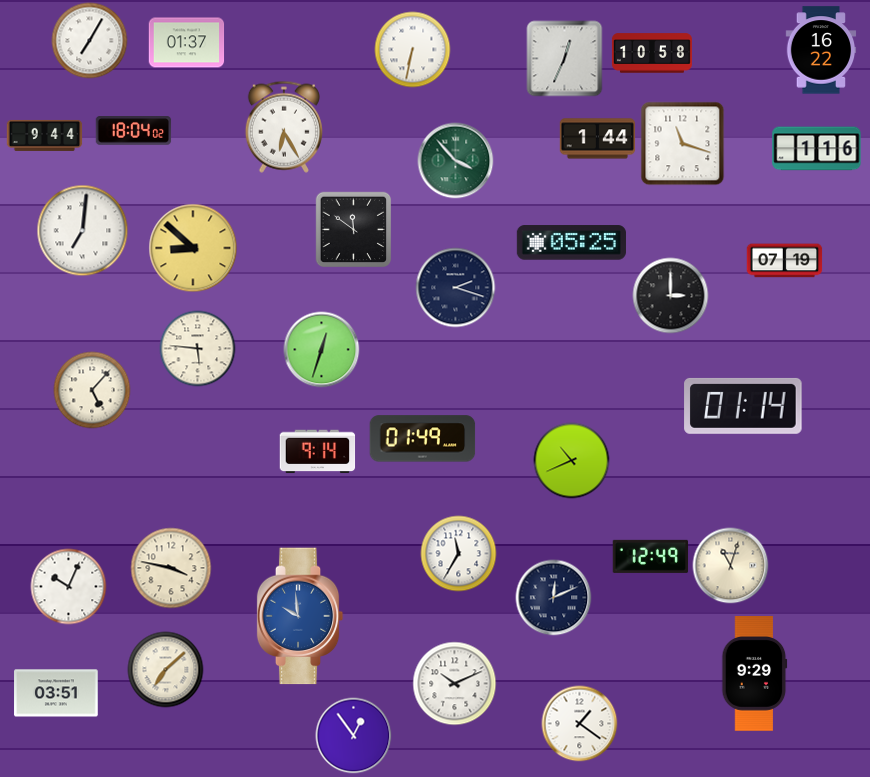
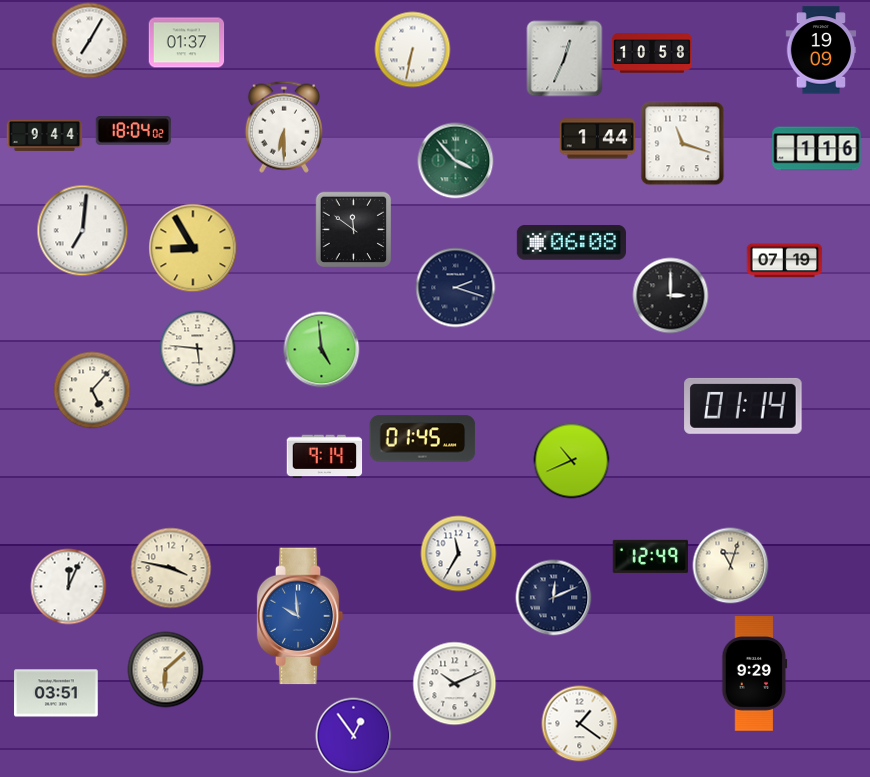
clock at (821, 50): 16:22 -> 19:09
clock at (284, 127): 6:25 -> 6:30
clock at (571, 243): 05:25 -> 06:08
clock at (193, 248): 8:52 -> 8:55
clock at (322, 350): 12:33 -> 4:59
clock at (423, 439): 01:49 -> 01:45
clock at (318, 452) position: (318, 452) -> (325, 457)
clock at (69, 587): 10:04 -> 12:04
clock at (166, 670): 7:08 -> 6:08
